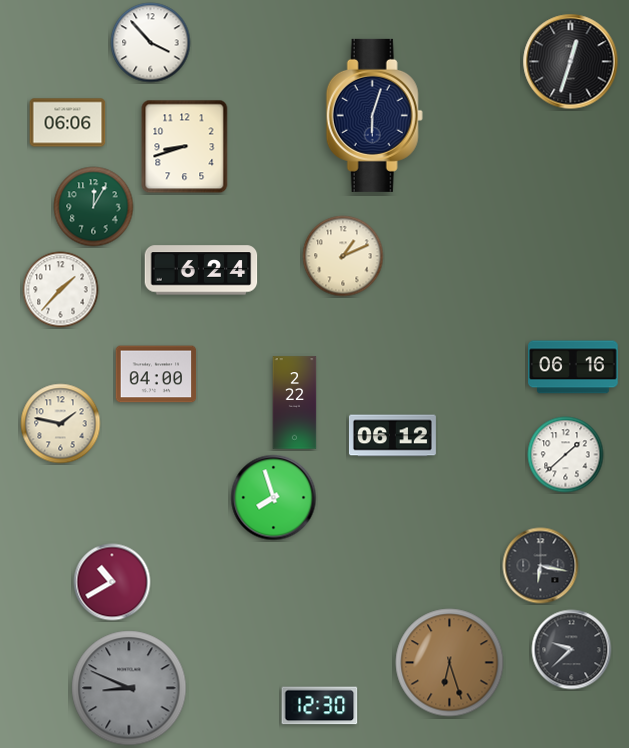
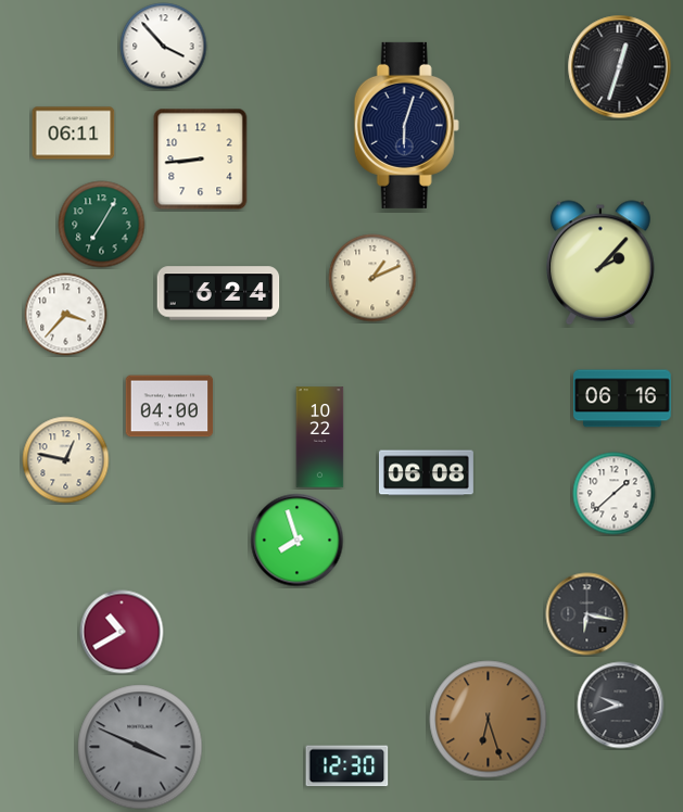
clock at (68, 123): 06:06 -> 06:11
clock at (185, 147): 8:42 -> 8:44
clock at (94, 207): 12:05 -> 7:05
clock at (600, 263): none -> 2:07
clock at (61, 290): 1:37 -> 3:37
clock at (295, 403): 2:22 -> 10:22
clock at (61, 424): 1:47 -> 12:47
clock at (392, 436): 06:12 -> 06:08
clock at (572, 650): 9:38 -> 9:42
clock at (129, 688): 8:49 -> 3:49
